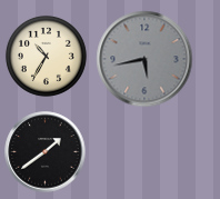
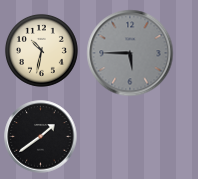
clock at (46, 56): 10:35 -> 10:32
clock at (144, 59): 5:43 -> 5:45
